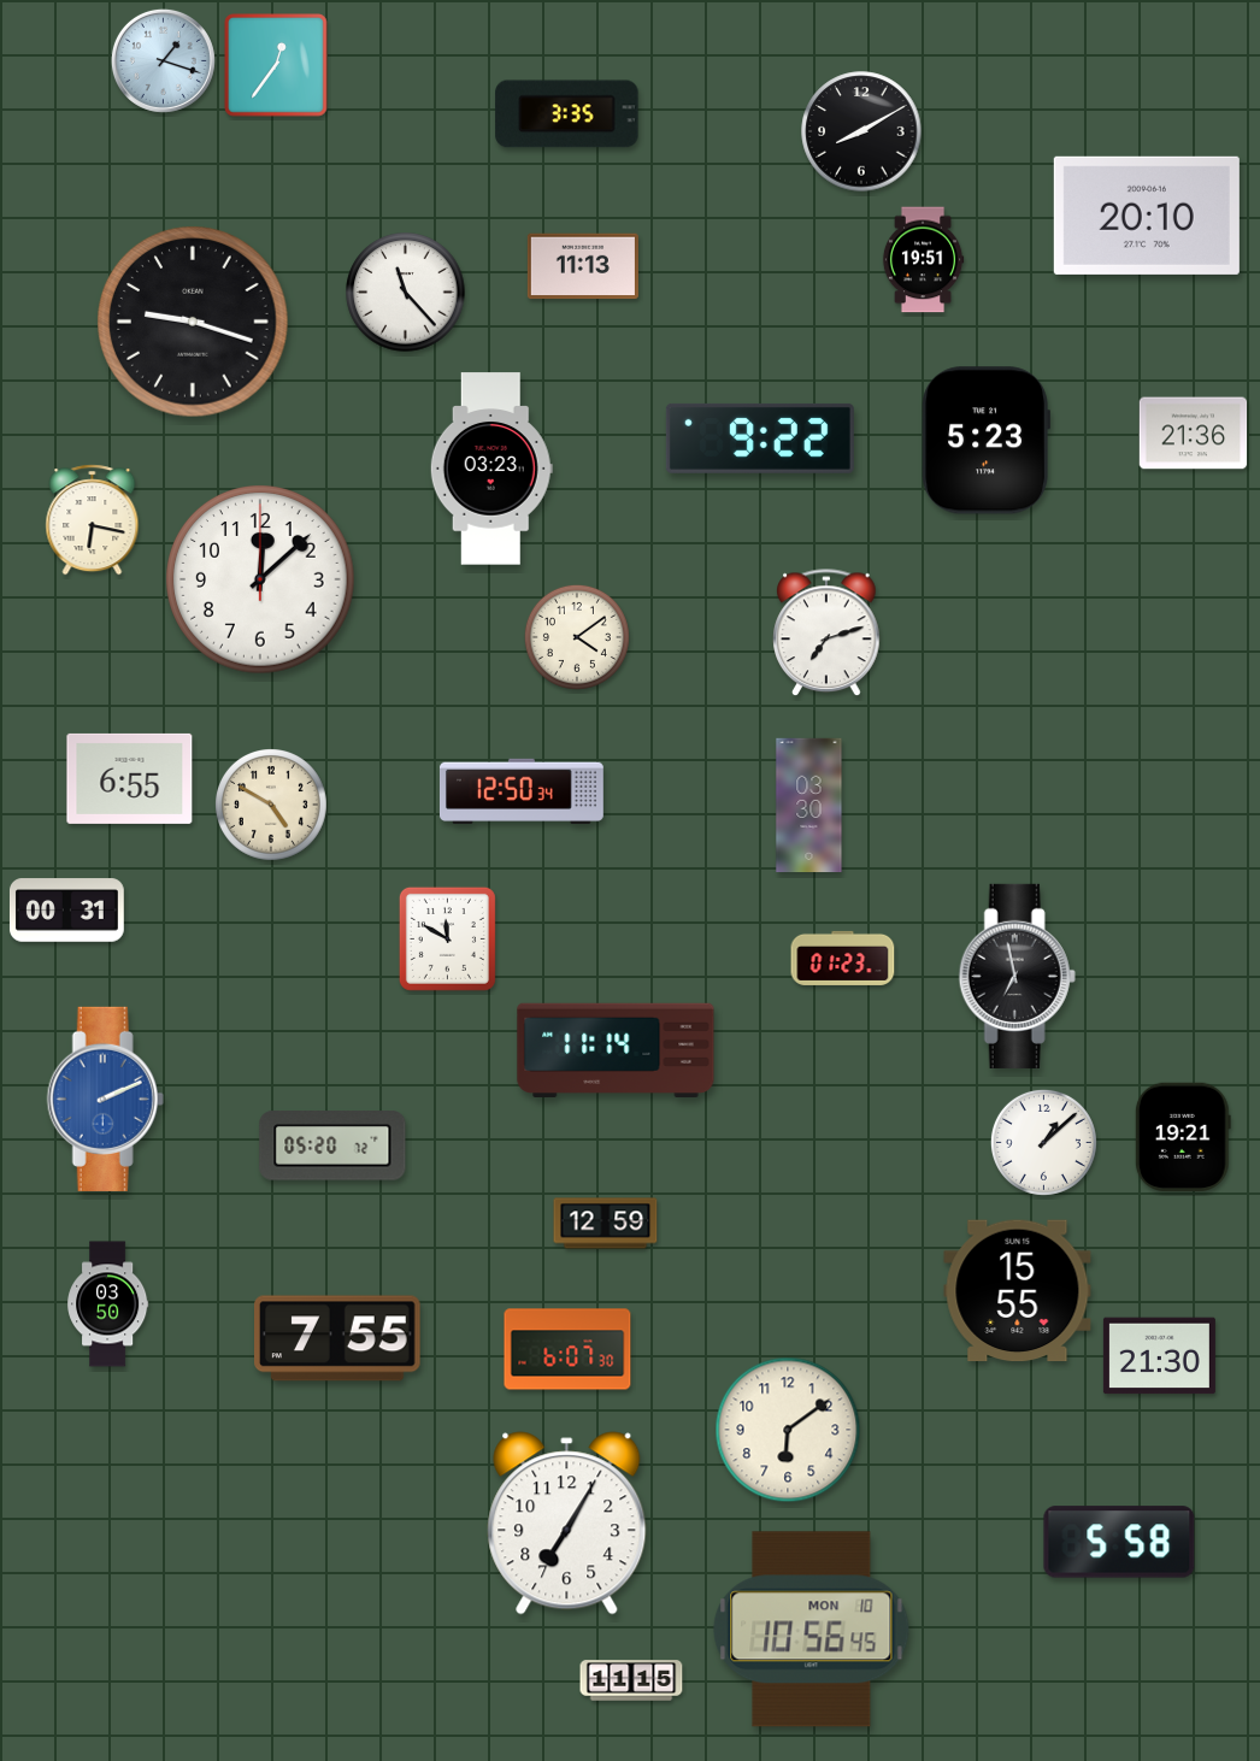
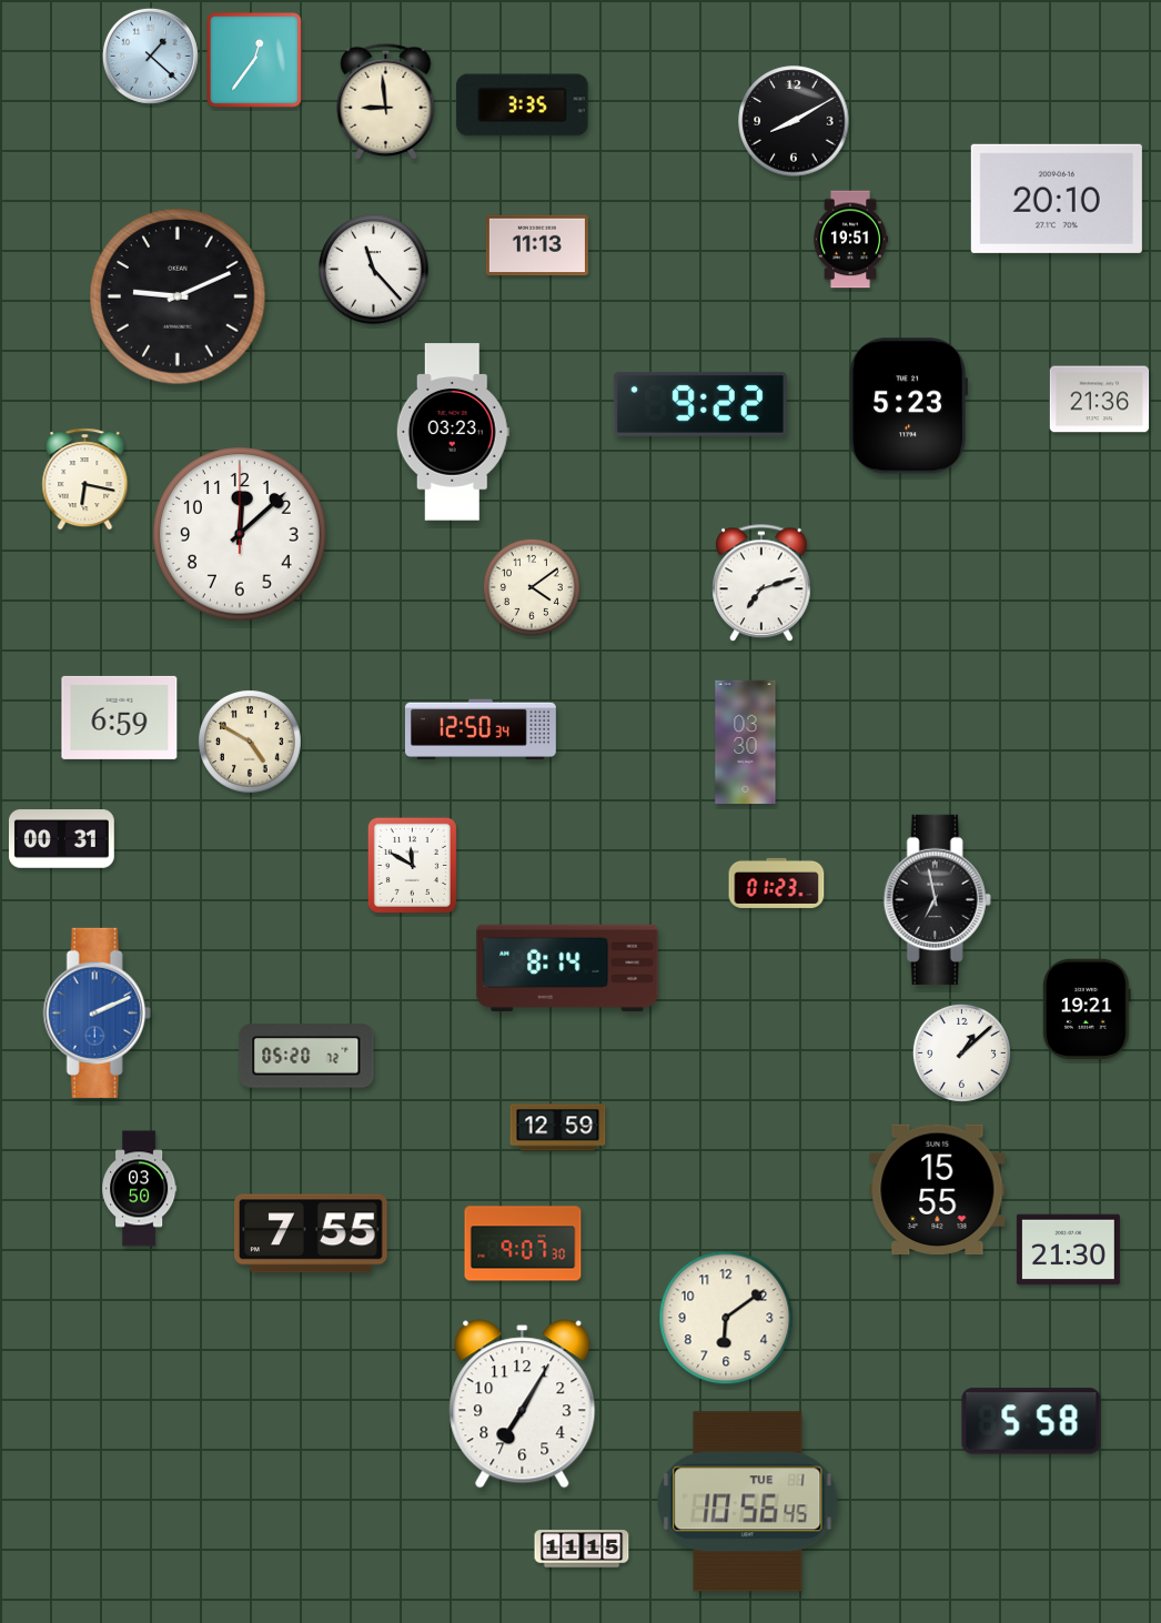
clock at (163, 60): 1:18 -> 1:22
clock at (386, 101): none -> 8:59
clock at (193, 322): 9:18 -> 9:11
clock at (130, 778): 6:55 -> 6:59
clock at (616, 1049): 11:14 -> 8:14
clock at (1183, 1136) position: (1183, 1136) -> (1087, 1008)
clock at (108, 1304) position: (108, 1304) -> (140, 1189)
clock at (567, 1349): 6:07 -> 9:07
clock at (812, 1630) date: MON 10 -> TUE 1
